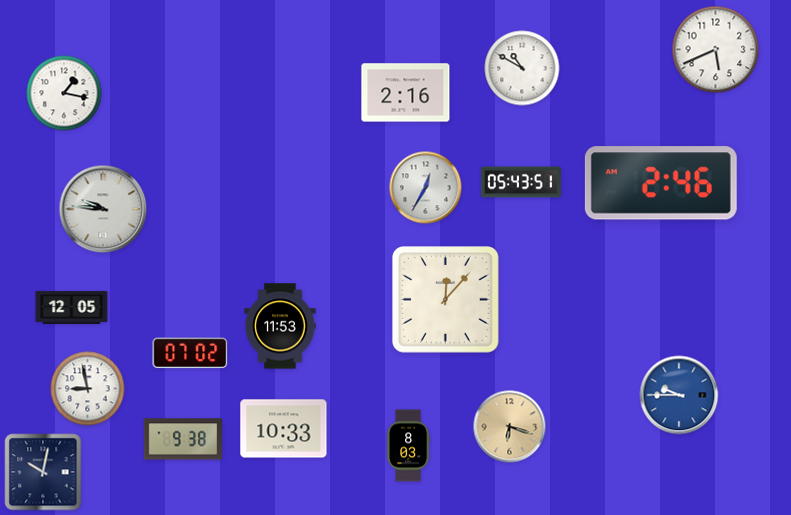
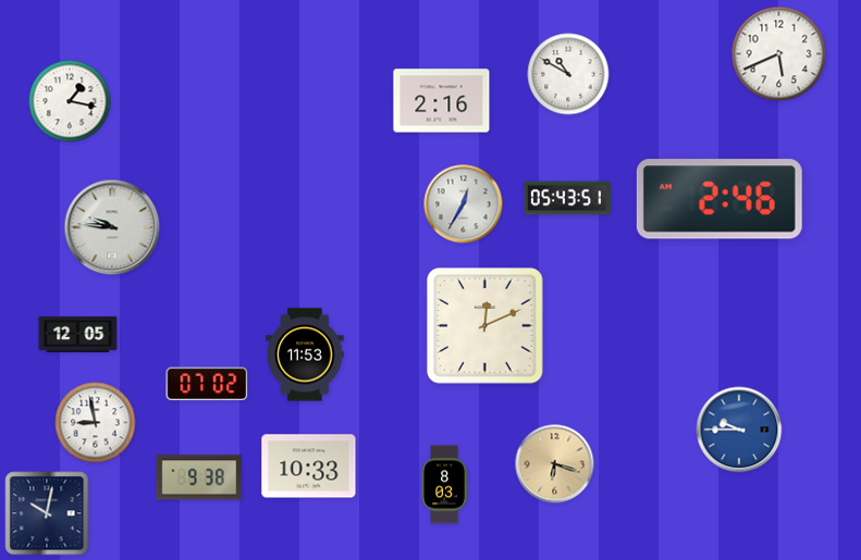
clock at (446, 300): 12:07 -> 12:11
